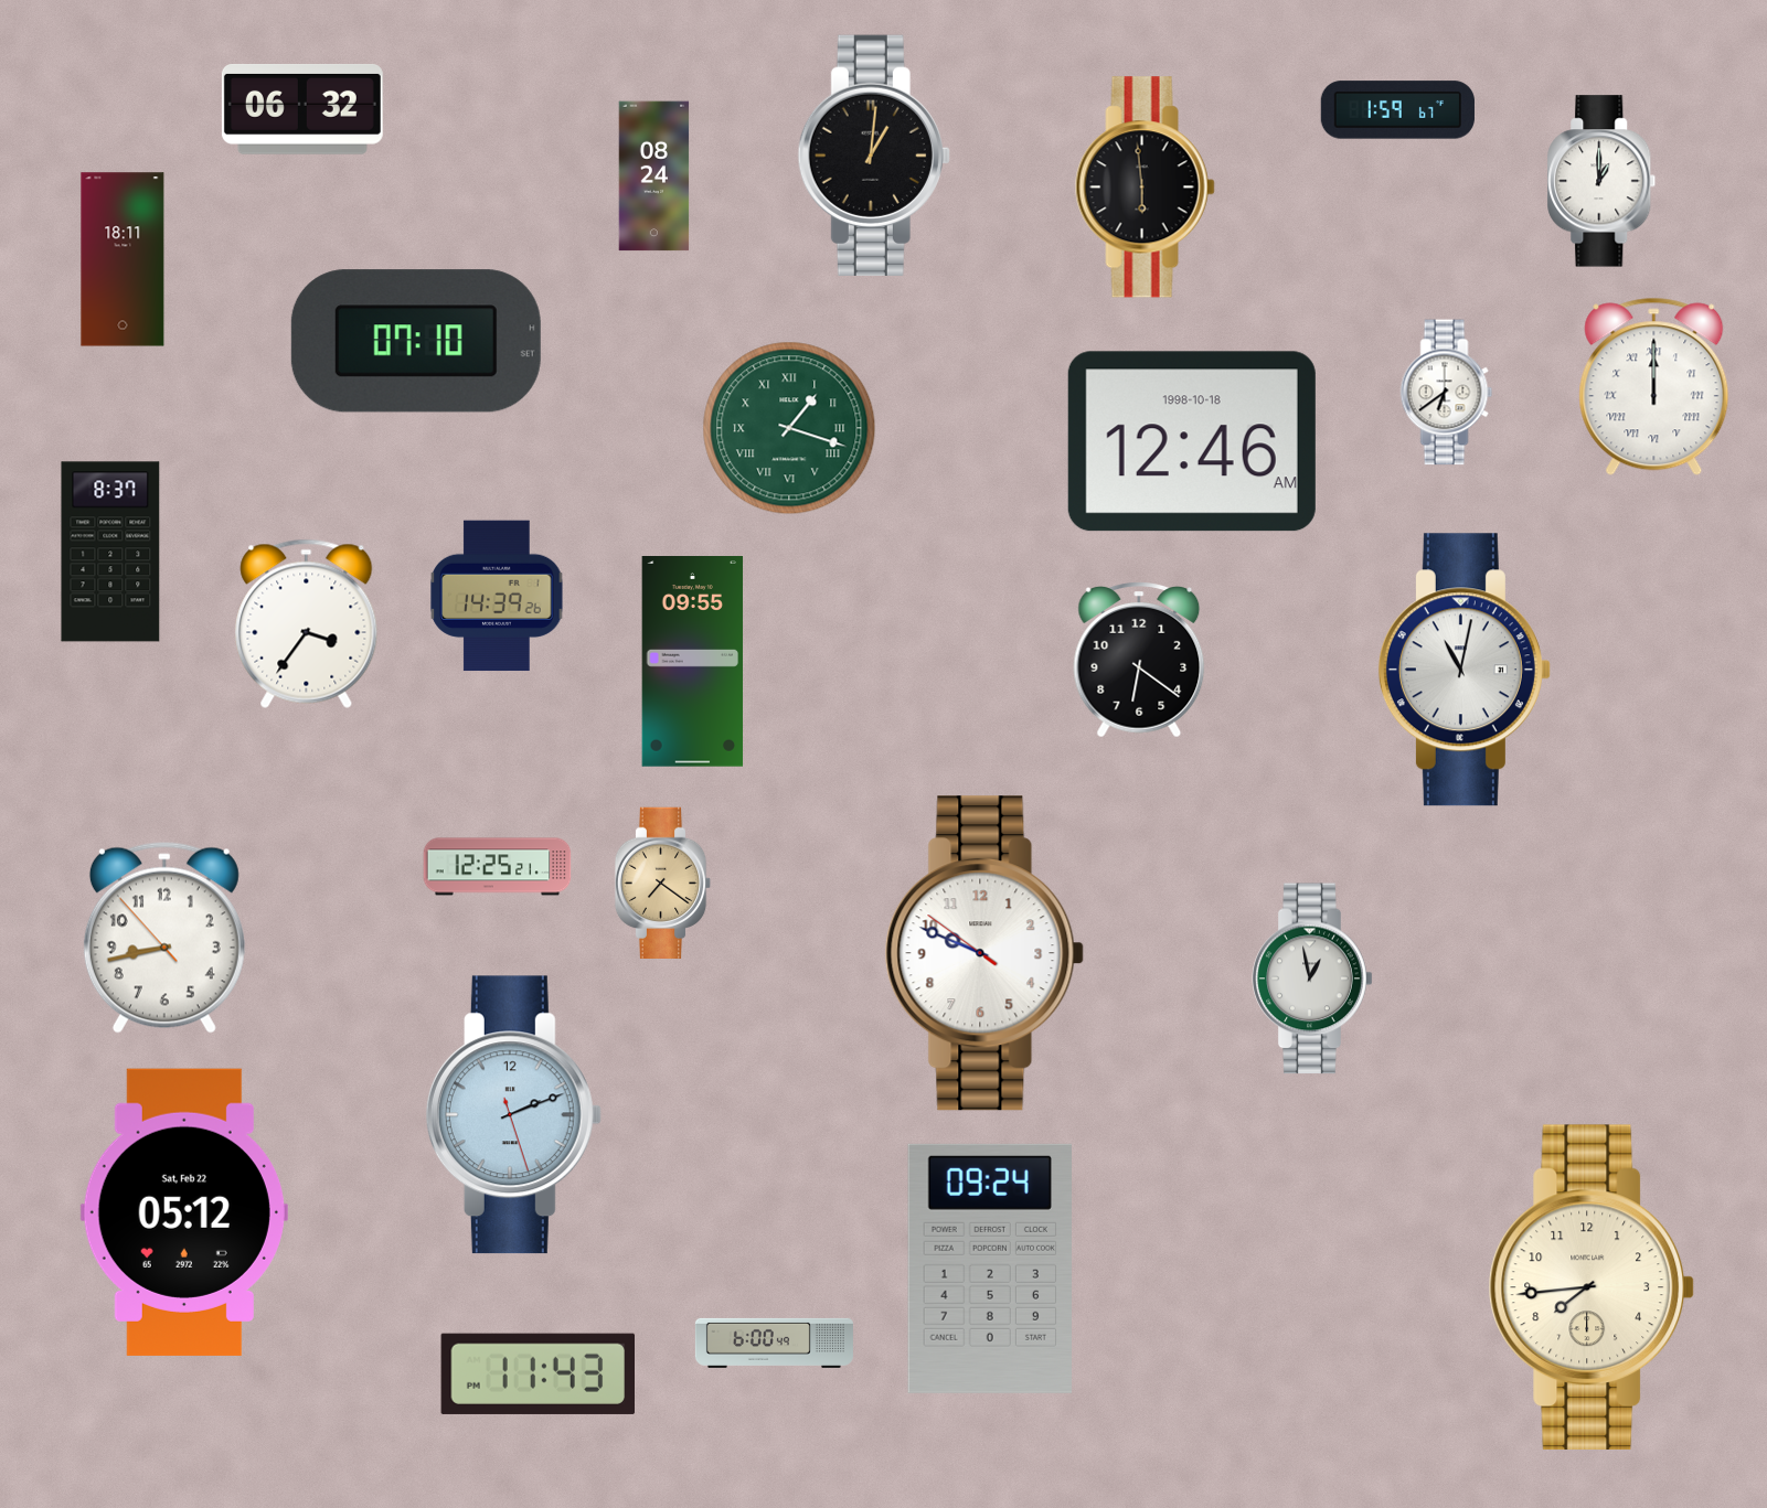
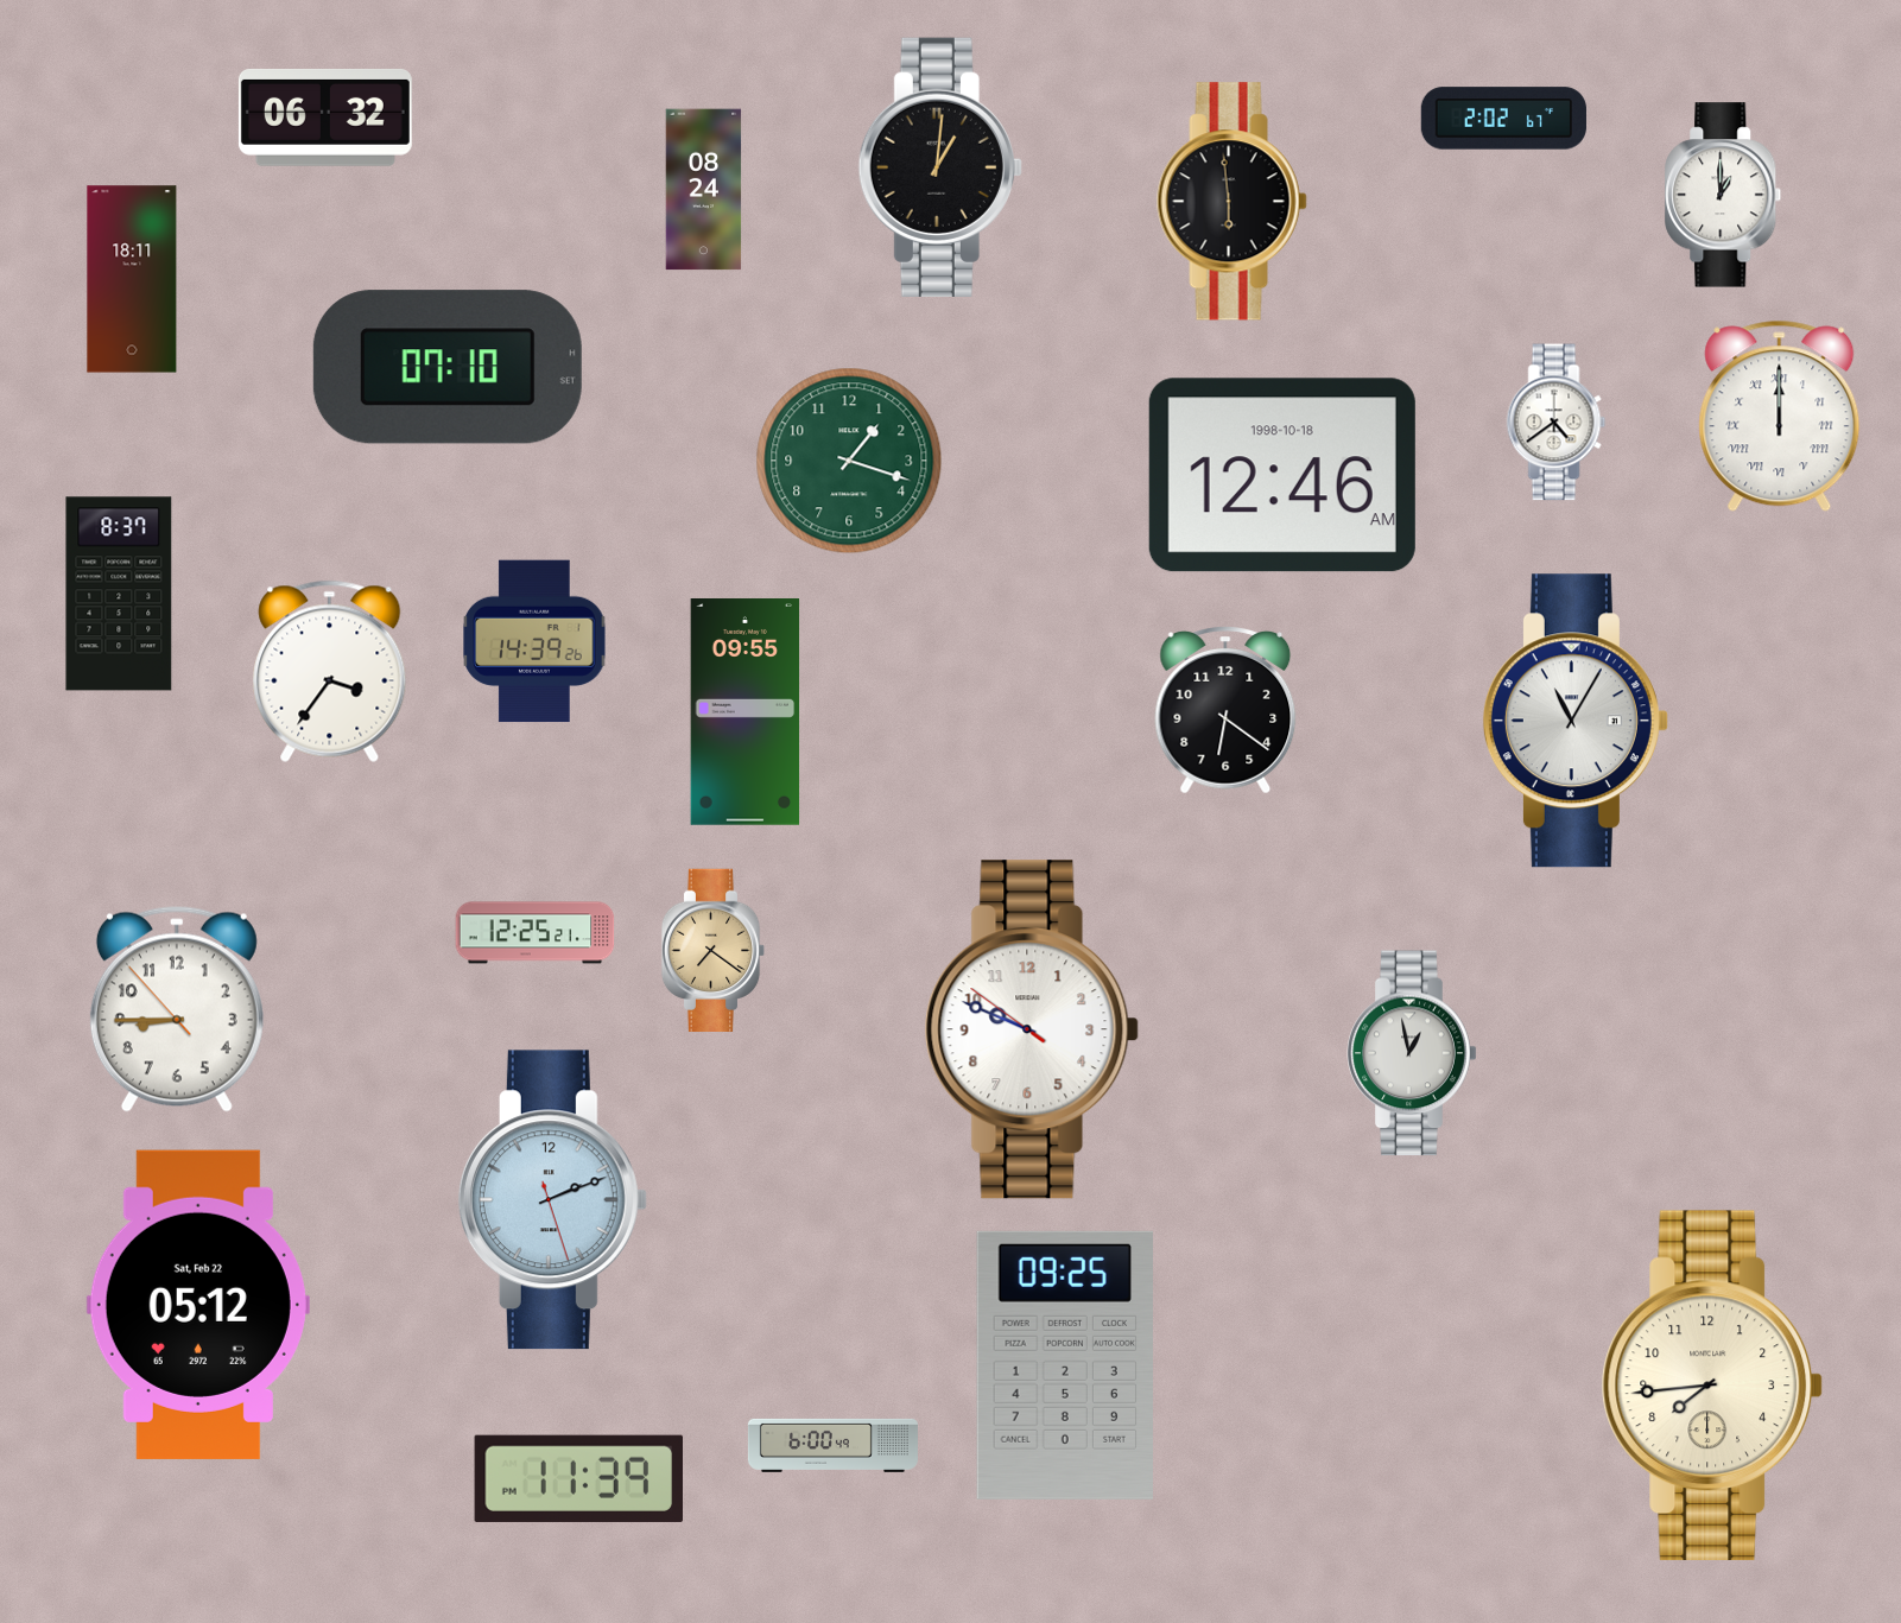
clock at (1397, 110): 1:59 -> 2:02
clock at (1447, 393): 6:39 -> 4:39
clock at (789, 428) numerals: Roman -> Arabic
clock at (1465, 670): 11:02 -> 11:05
clock at (164, 938): 8:42 -> 8:44
clock at (984, 953) position: (984, 953) -> (1032, 1029)
clock at (989, 1269): 09:24 -> 09:25
clock at (537, 1373): 11:43 -> 11:39
